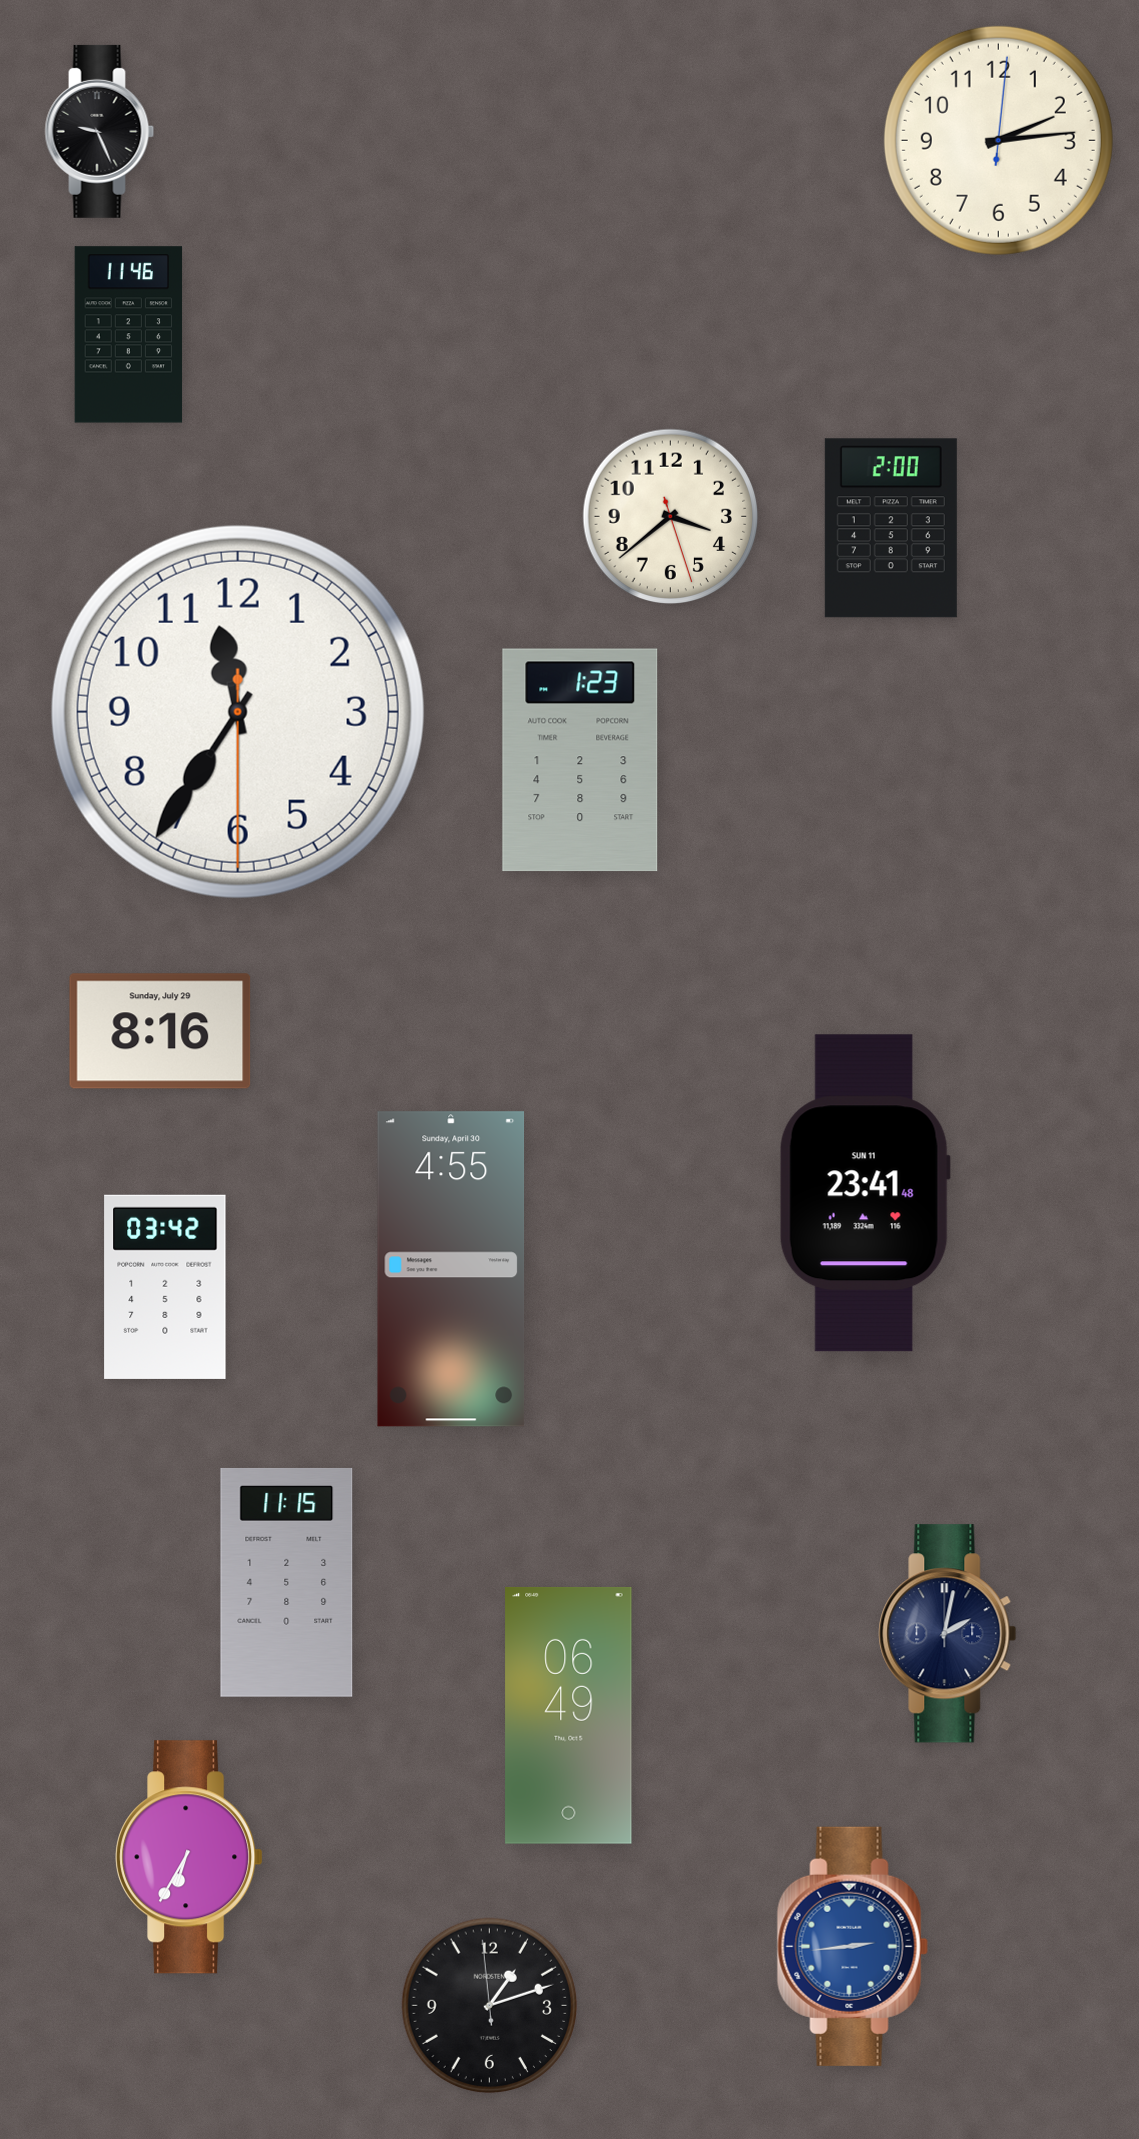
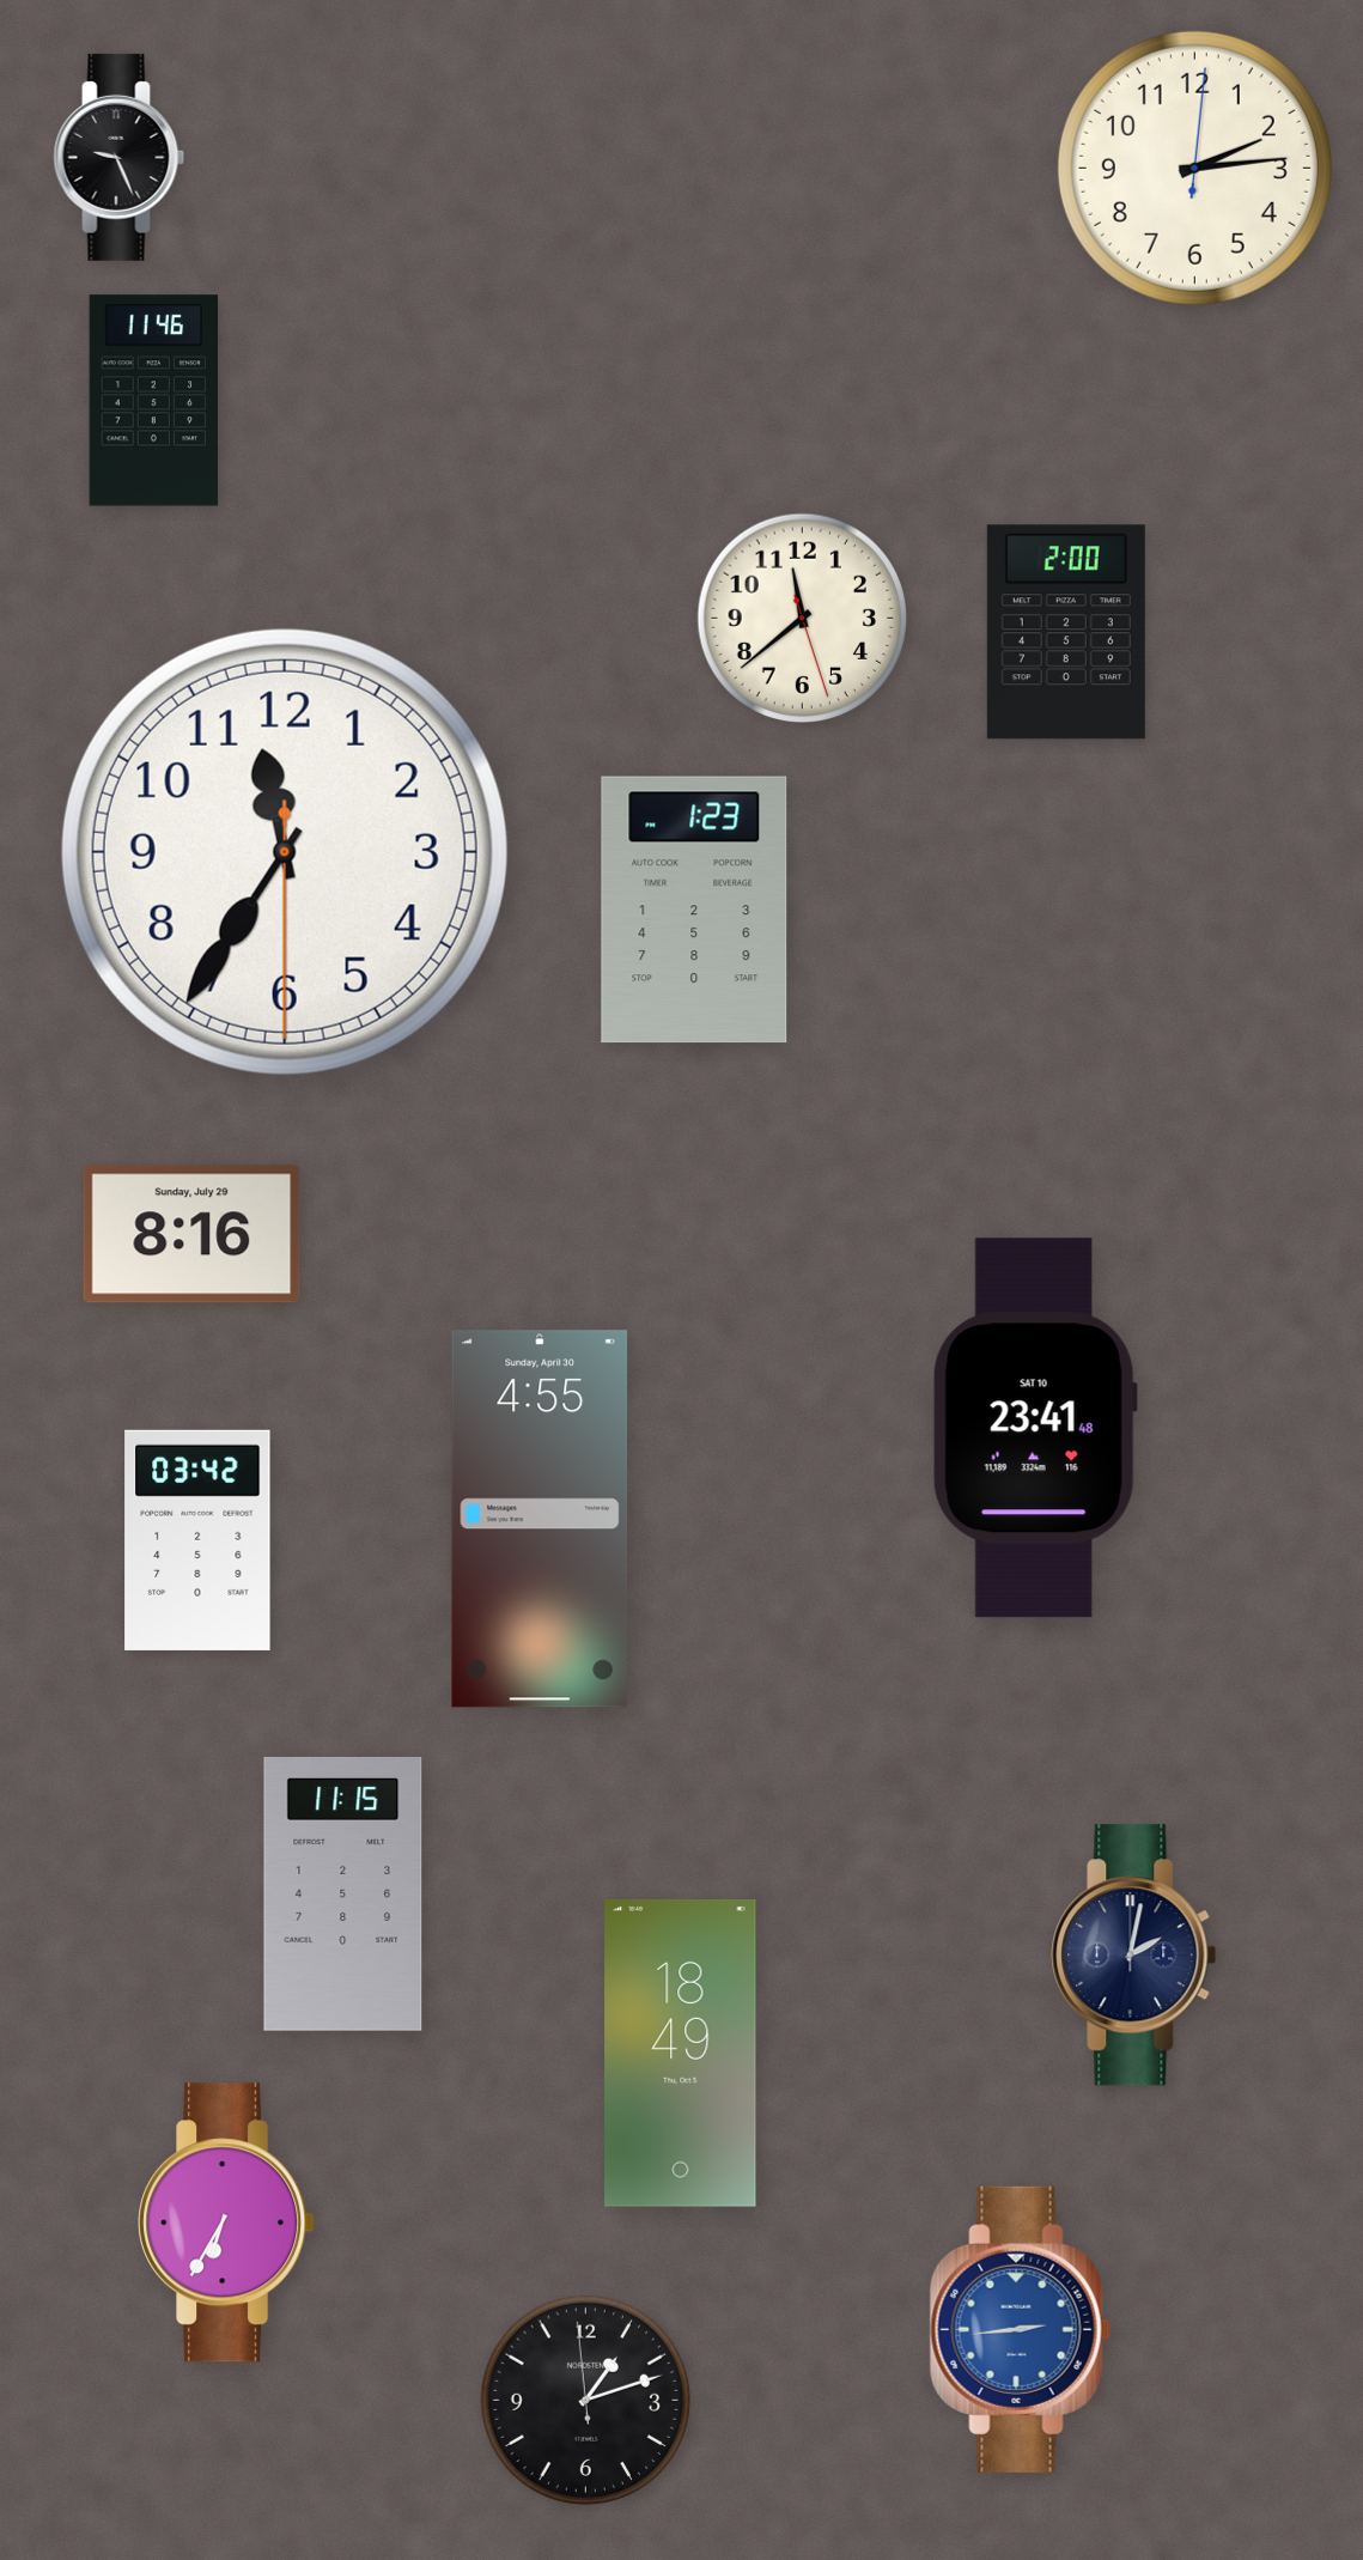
clock at (671, 517): 3:38 -> 11:38
clock at (865, 1193) date: SUN 11 -> SAT 10
clock at (569, 1715): 06:49 -> 18:49
